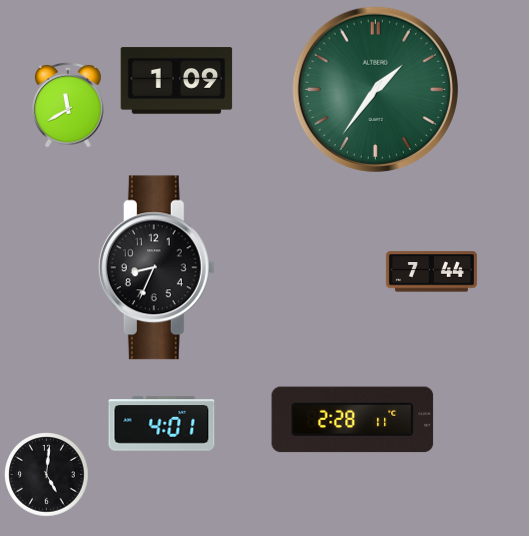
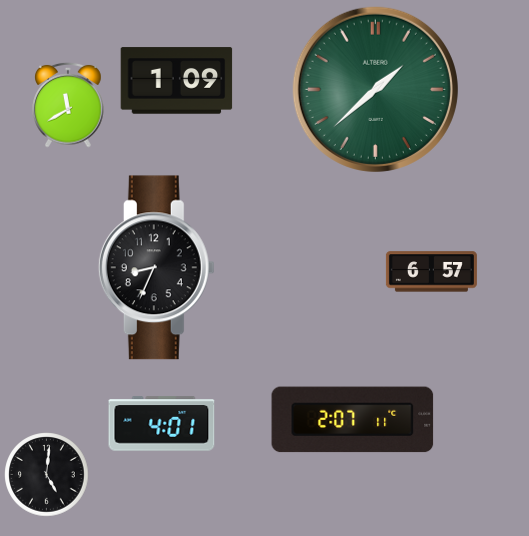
clock at (375, 89): 1:36 -> 1:38
clock at (431, 272): 7:44 -> 6:57
clock at (353, 420): 2:28 -> 2:07
